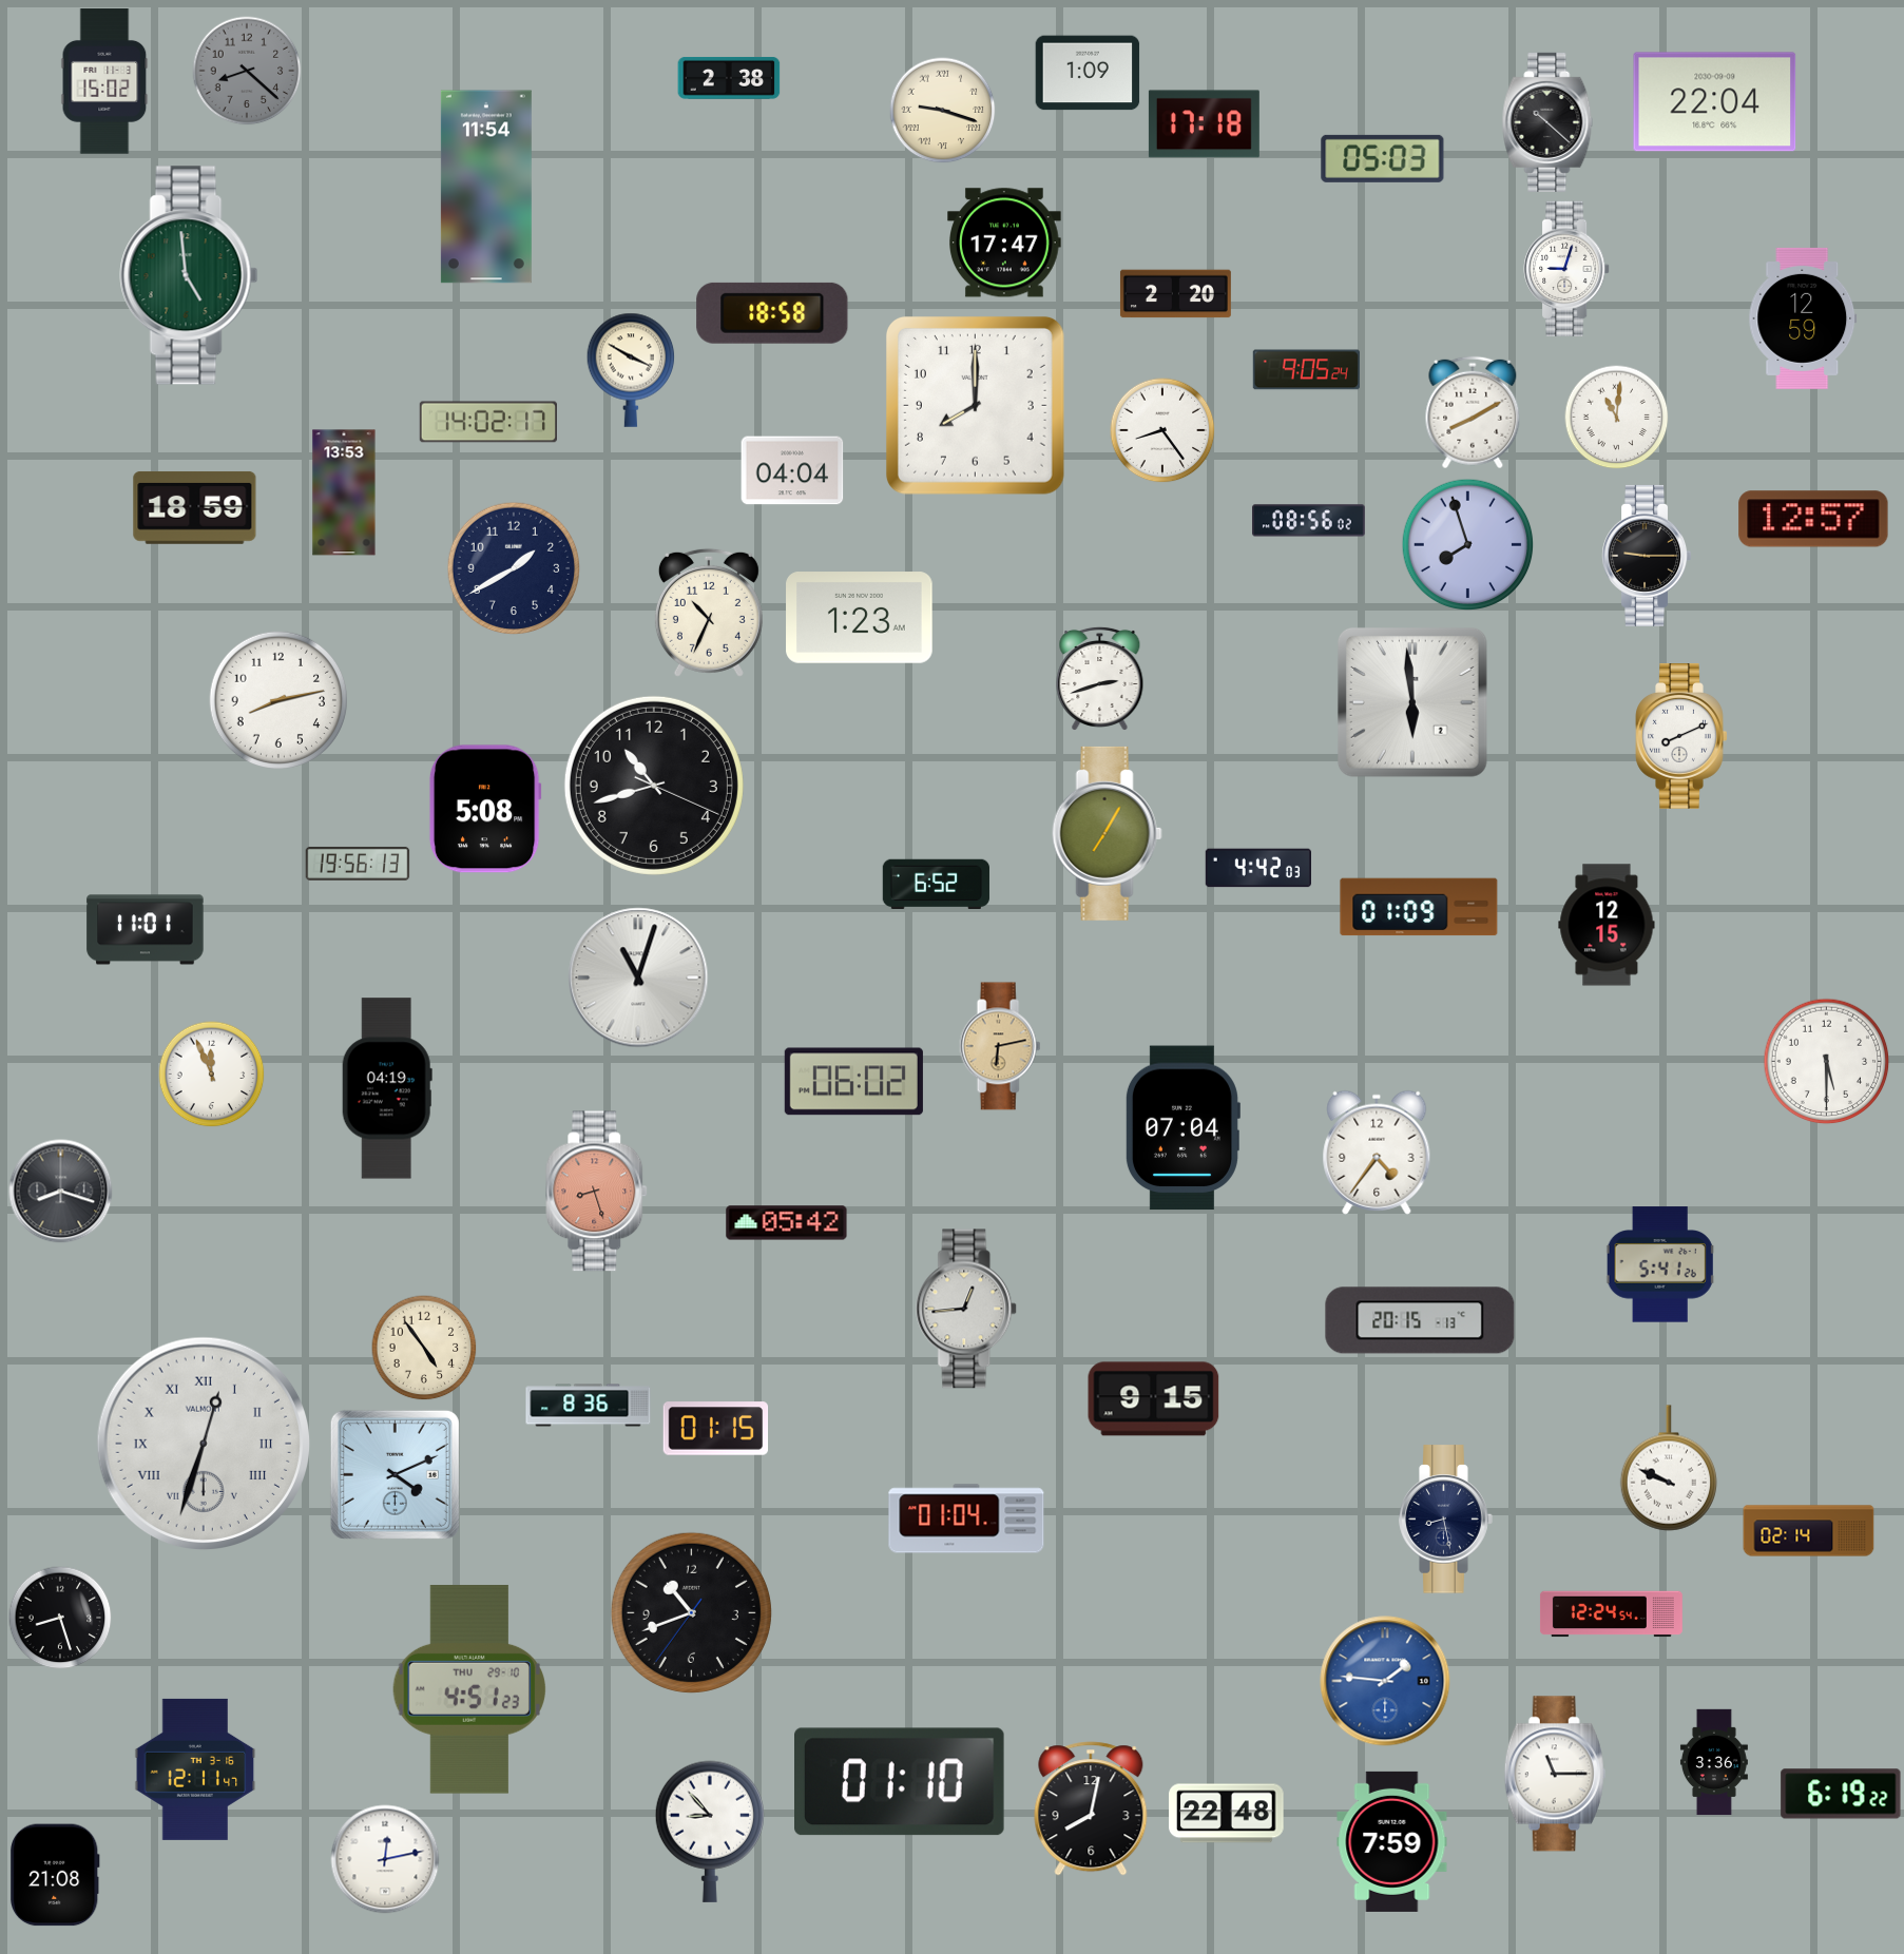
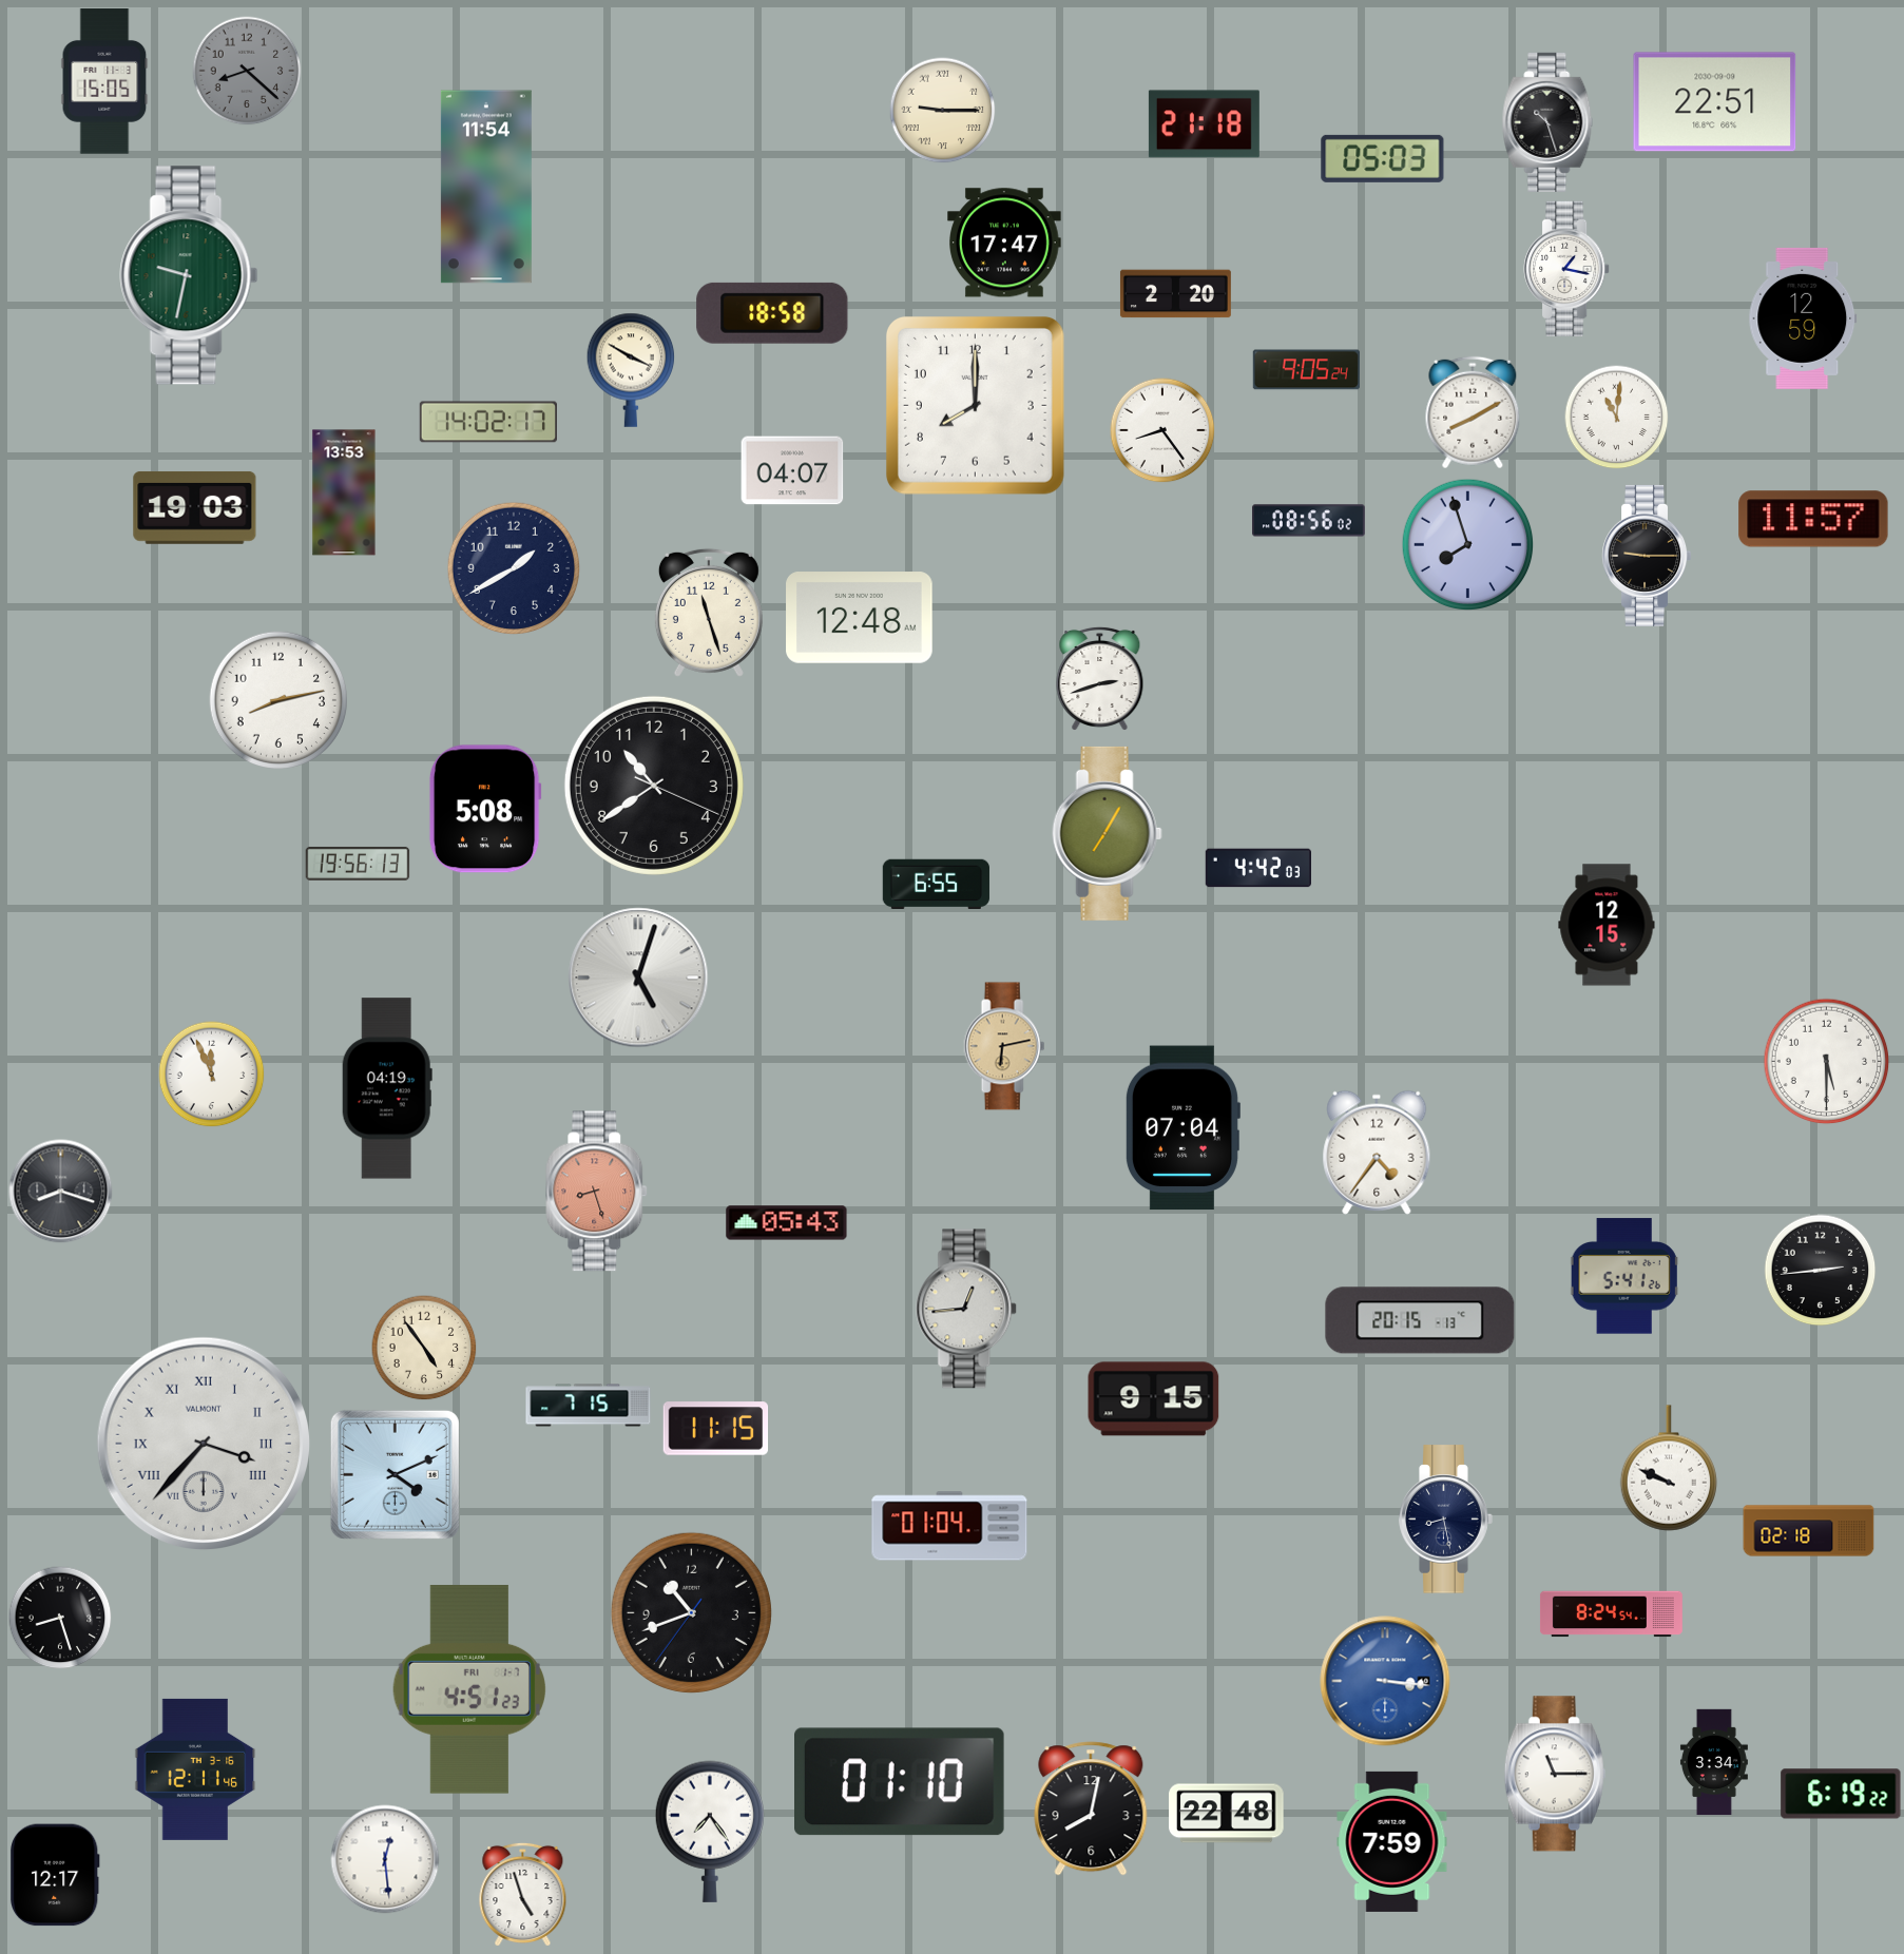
clock at (1088, 73): 1:09 -> none
clock at (729, 78): 2:38 -> none
clock at (104, 81): 15:02 -> 15:05
clock at (1715, 102): 22:04 -> 22:51
clock at (943, 111): 9:18 -> 9:15
clock at (1547, 122): 10:22 -> 10:27
clock at (1204, 124): 17:18 -> 21:18
clock at (1566, 269): 9:03 -> 1:17
clock at (189, 275): 4:59 -> 9:32
clock at (792, 470): 04:04 -> 04:07
clock at (195, 507): 18:59 -> 19:03
clock at (1813, 519): 12:57 -> 11:57
clock at (709, 613): 10:34 -> 11:27
clock at (860, 618): 1:23 -> 12:48
clock at (1412, 702): 5:59 -> none
clock at (1681, 737): 8:11 -> none
clock at (654, 786): 10:42 -> 10:39
clock at (936, 884): 6:52 -> 6:55
clock at (1419, 907): 01:09 -> none
clock at (146, 930): 11:01 -> none
clock at (638, 978): 11:03 -> 5:03
clock at (1000, 1046) position: (1000, 1046) -> (1004, 1046)
clock at (853, 1082): 06:02 -> none
clock at (787, 1223): 05:42 -> 05:43
clock at (1660, 1264) position: (1660, 1264) -> (1624, 1276)
clock at (1821, 1271): none -> 2:44
clock at (589, 1406): 8:36 -> 7:15
clock at (716, 1429): 01:15 -> 11:15
clock at (203, 1443): 12:33 -> 3:37
clock at (966, 1518) position: (966, 1518) -> (949, 1526)
clock at (1809, 1531): 02:14 -> 02:18
clock at (1611, 1614): 12:24 -> 8:24
clock at (1385, 1681): 1:46 -> 3:16
clock at (469, 1689) date: THU 29-10 -> FRI 1-7
clock at (1714, 1762): 3:36 -> 3:34
clock at (195, 1769): 12:11:47 -> 12:11:46
clock at (710, 1832): 8:53 -> 7:24
clock at (385, 1859): 12:13 -> 12:29
clock at (56, 1875): 21:08 -> 12:17
clock at (523, 1894): none -> 4:57
